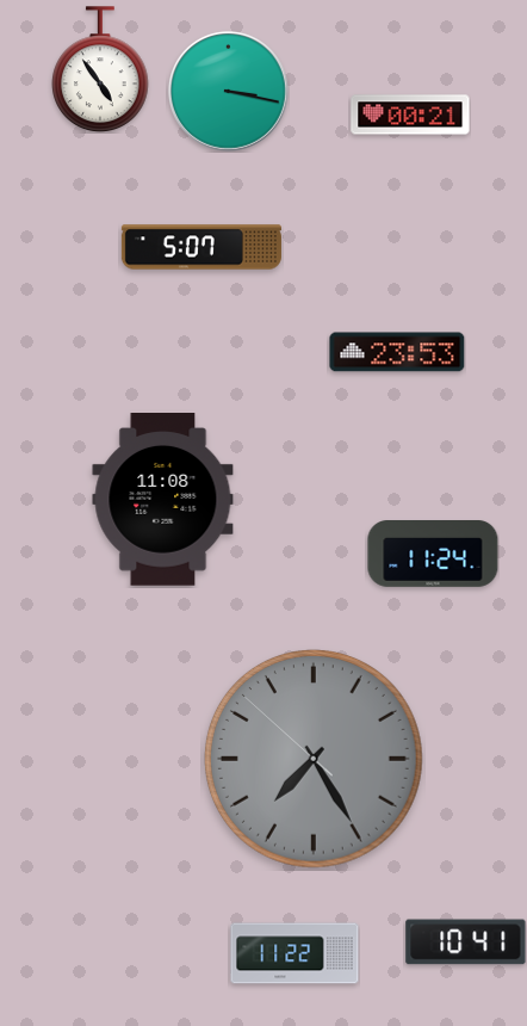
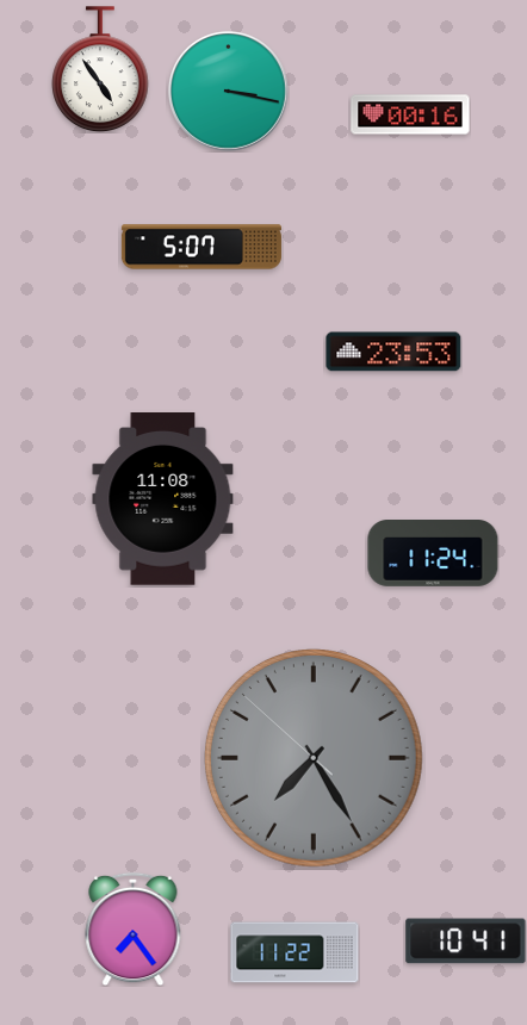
clock at (410, 115): 00:21 -> 00:16
clock at (397, 352) position: (397, 352) -> (393, 352)
clock at (134, 928): none -> 7:24
